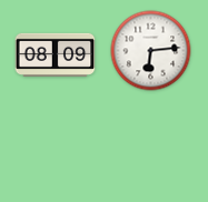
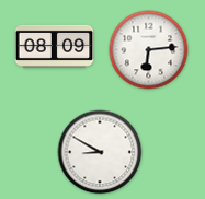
clock at (56, 54) position: (56, 54) -> (55, 46)
clock at (100, 152): none -> 8:50
